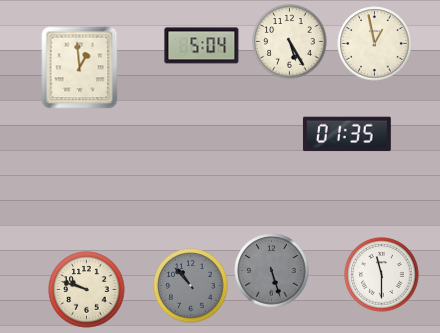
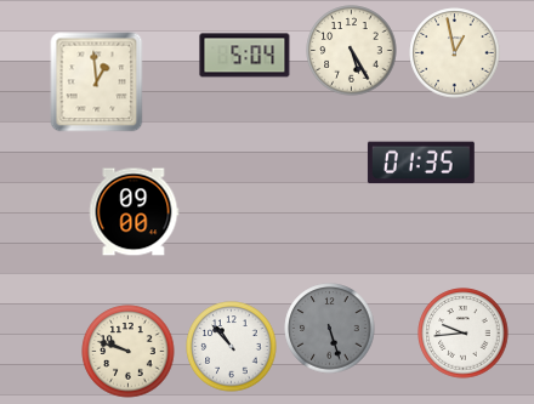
clock at (133, 212): none -> 09:00
clock at (382, 275): 11:30 -> 9:44
clock at (191, 286) dial: grey -> white
clock at (87, 290) position: (87, 290) -> (129, 352)
